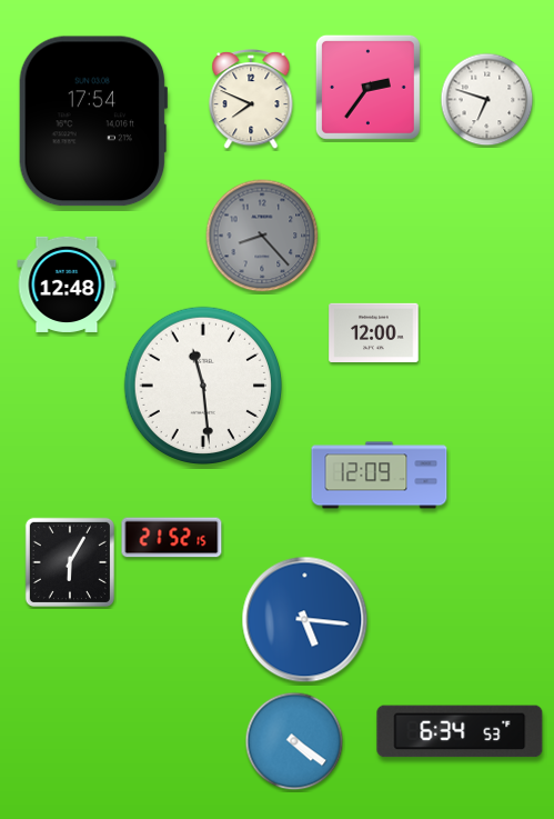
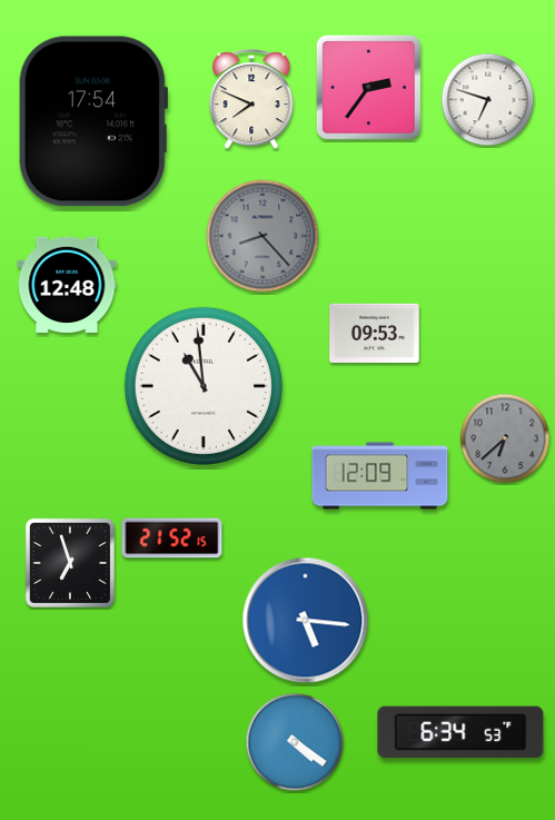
clock at (374, 332): 12:00 -> 09:53
clock at (202, 384): 11:29 -> 10:59
clock at (505, 438): none -> 6:38
clock at (70, 562): 6:05 -> 6:57
